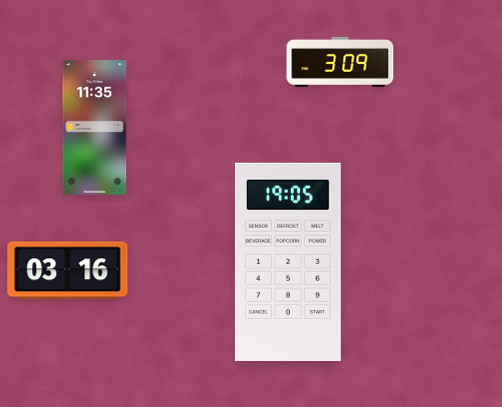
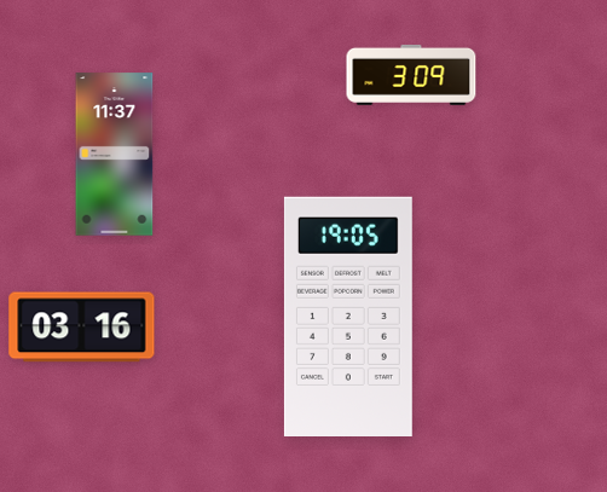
clock at (95, 128): 11:35 -> 11:37
